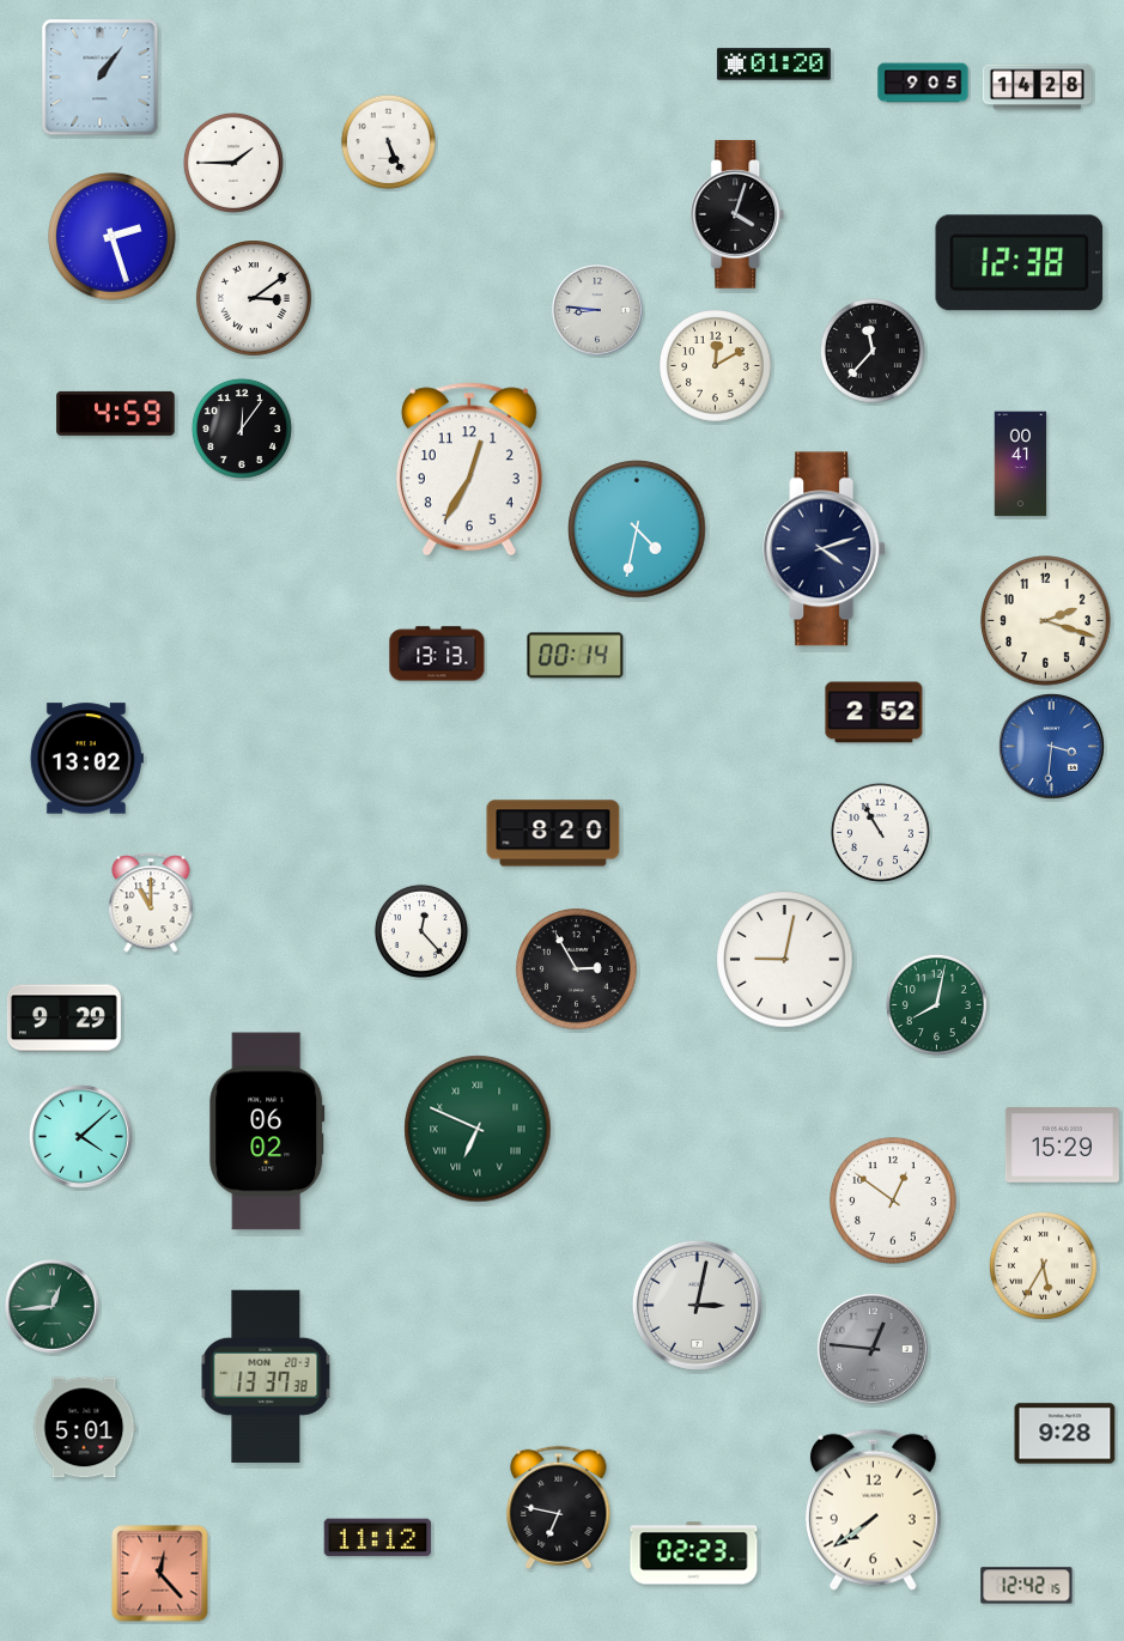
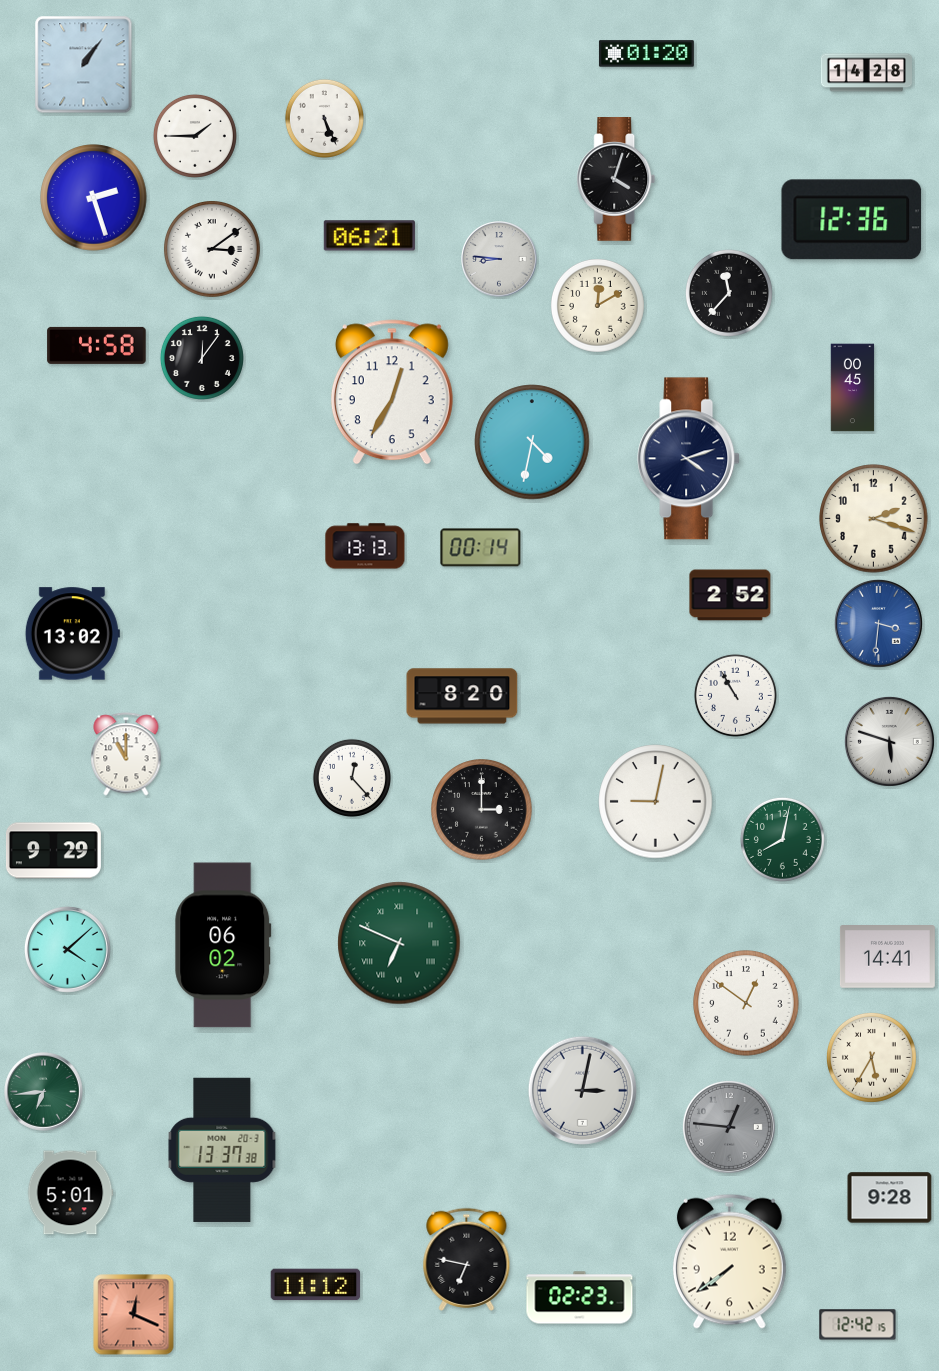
clock at (923, 83): 9:05 -> none
clock at (1020, 263): 12:38 -> 12:36
clock at (369, 236): none -> 06:21
clock at (116, 413): 4:59 -> 4:58
clock at (1021, 464): 00:41 -> 00:45
clock at (889, 741): none -> 5:48
clock at (577, 970): 2:55 -> 3:00
clock at (1062, 1145): 15:29 -> 14:41
clock at (53, 1307): 12:44 -> 6:44
clock at (160, 1574): 12:23 -> 12:19
